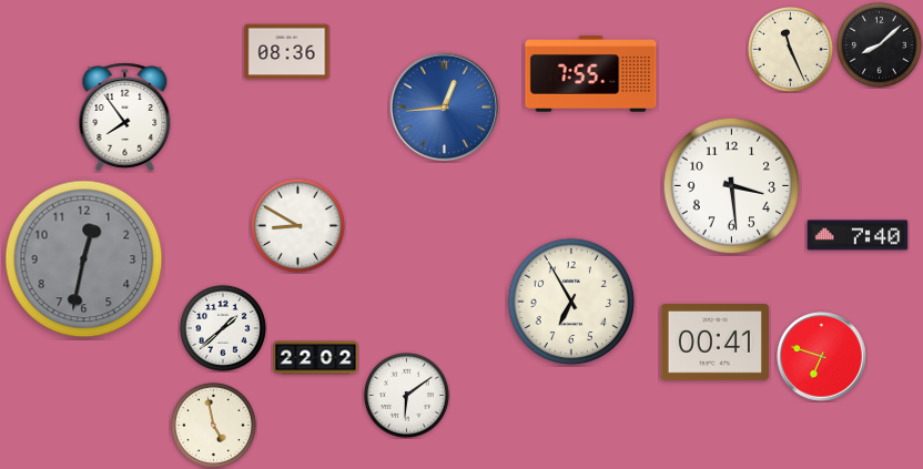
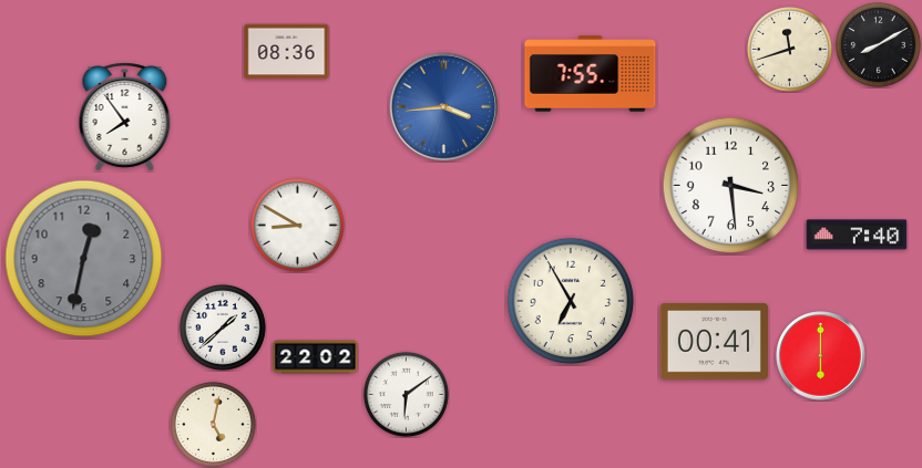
clock at (879, 44): 8:08 -> 8:10
clock at (790, 49): 11:26 -> 11:42
clock at (445, 108): 12:44 -> 3:44
clock at (822, 357): 6:48 -> 6:00
clock at (213, 425): 4:58 -> 5:02
